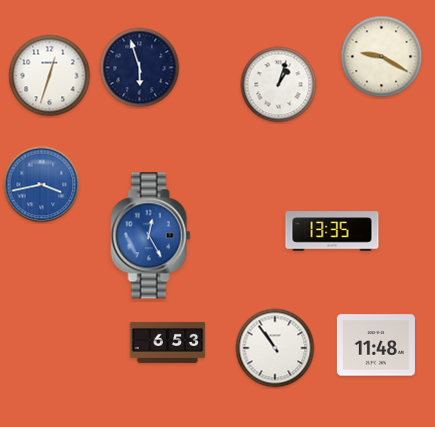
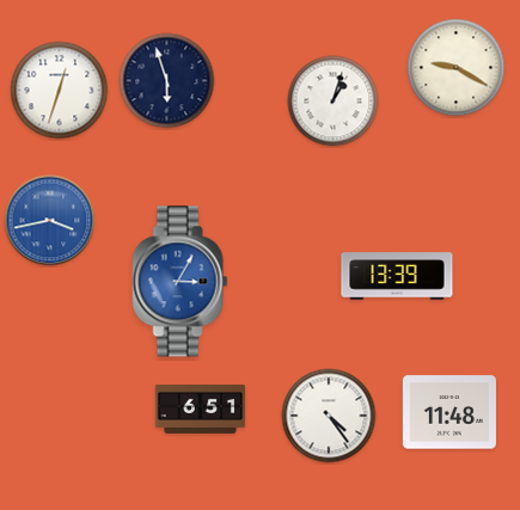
clock at (332, 231): 13:35 -> 13:39
clock at (151, 236): 12:25 -> 3:05
clock at (168, 342): 6:53 -> 6:51
clock at (275, 348): 10:54 -> 4:24
